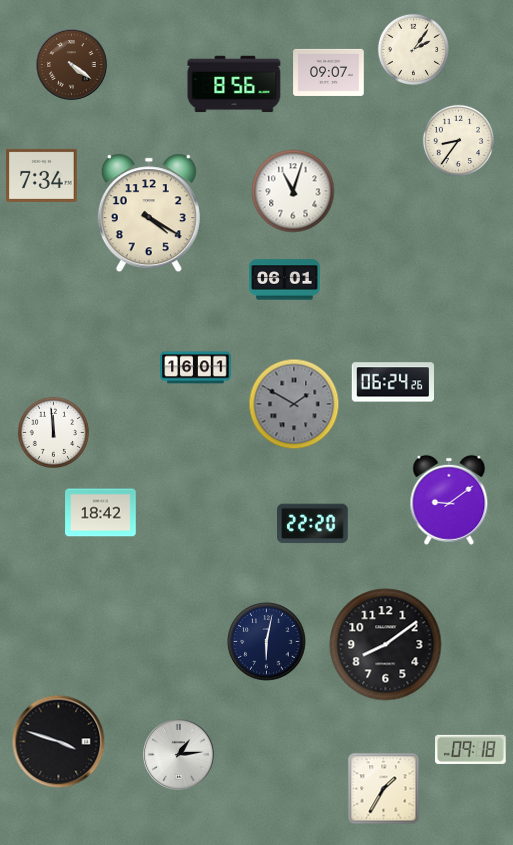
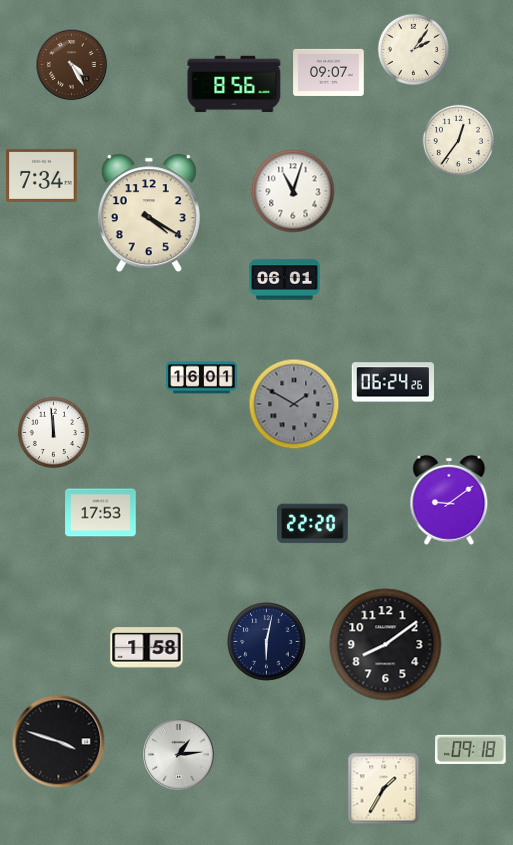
clock at (72, 65): 4:21 -> 4:25
clock at (458, 140): 8:36 -> 12:36
clock at (196, 368) position: (196, 368) -> (202, 378)
clock at (101, 513): 18:42 -> 17:53
clock at (147, 648): none -> 1:58
